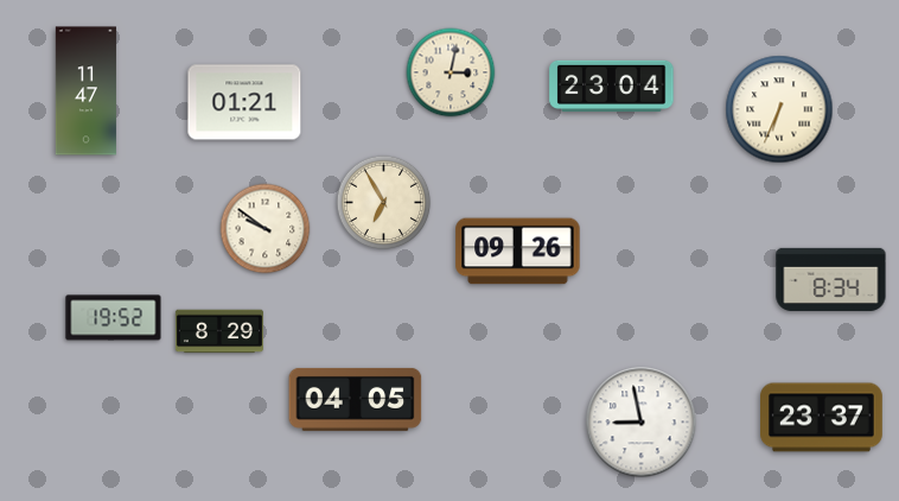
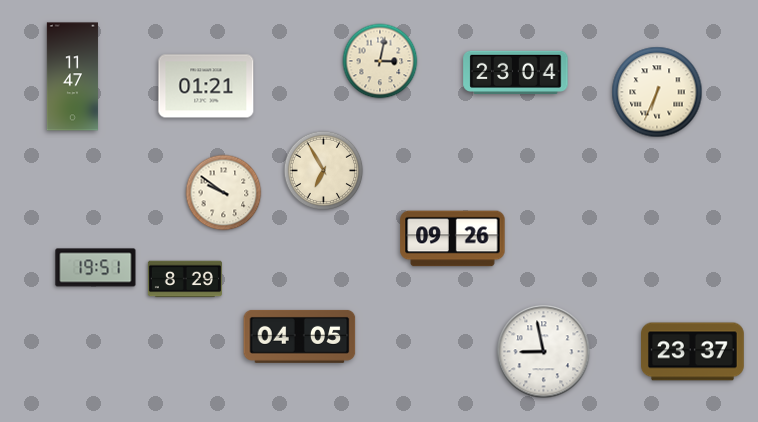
clock at (518, 252) position: (518, 252) -> (453, 239)
clock at (831, 279): 8:34 -> none
clock at (114, 318): 19:52 -> 19:51
clock at (642, 423) position: (642, 423) -> (544, 352)
